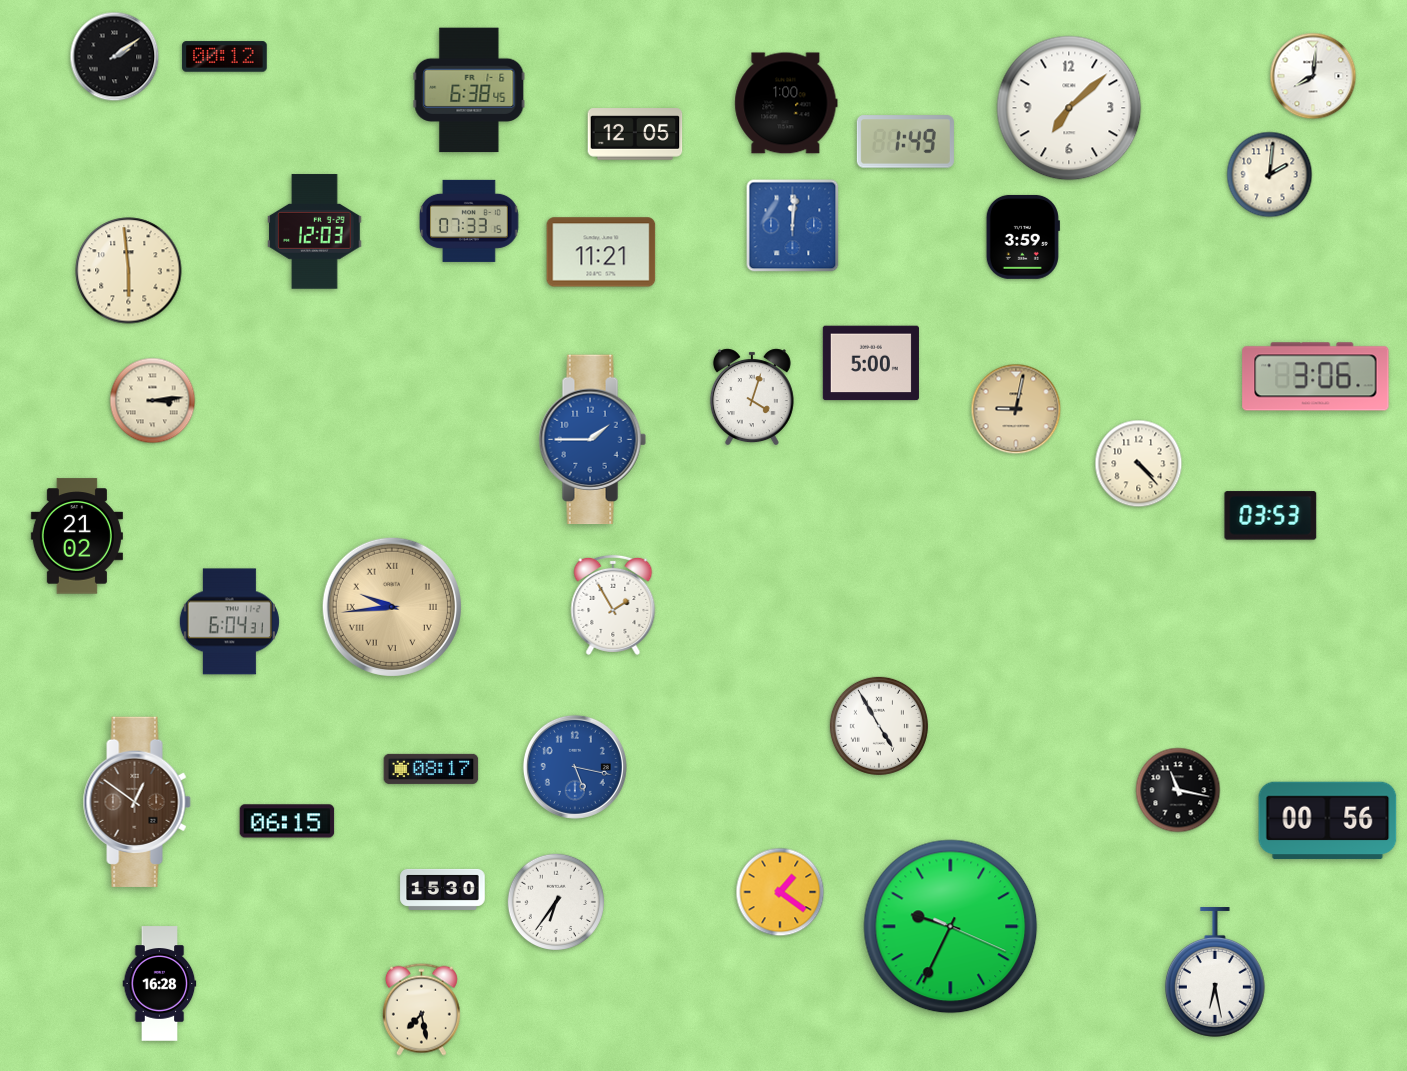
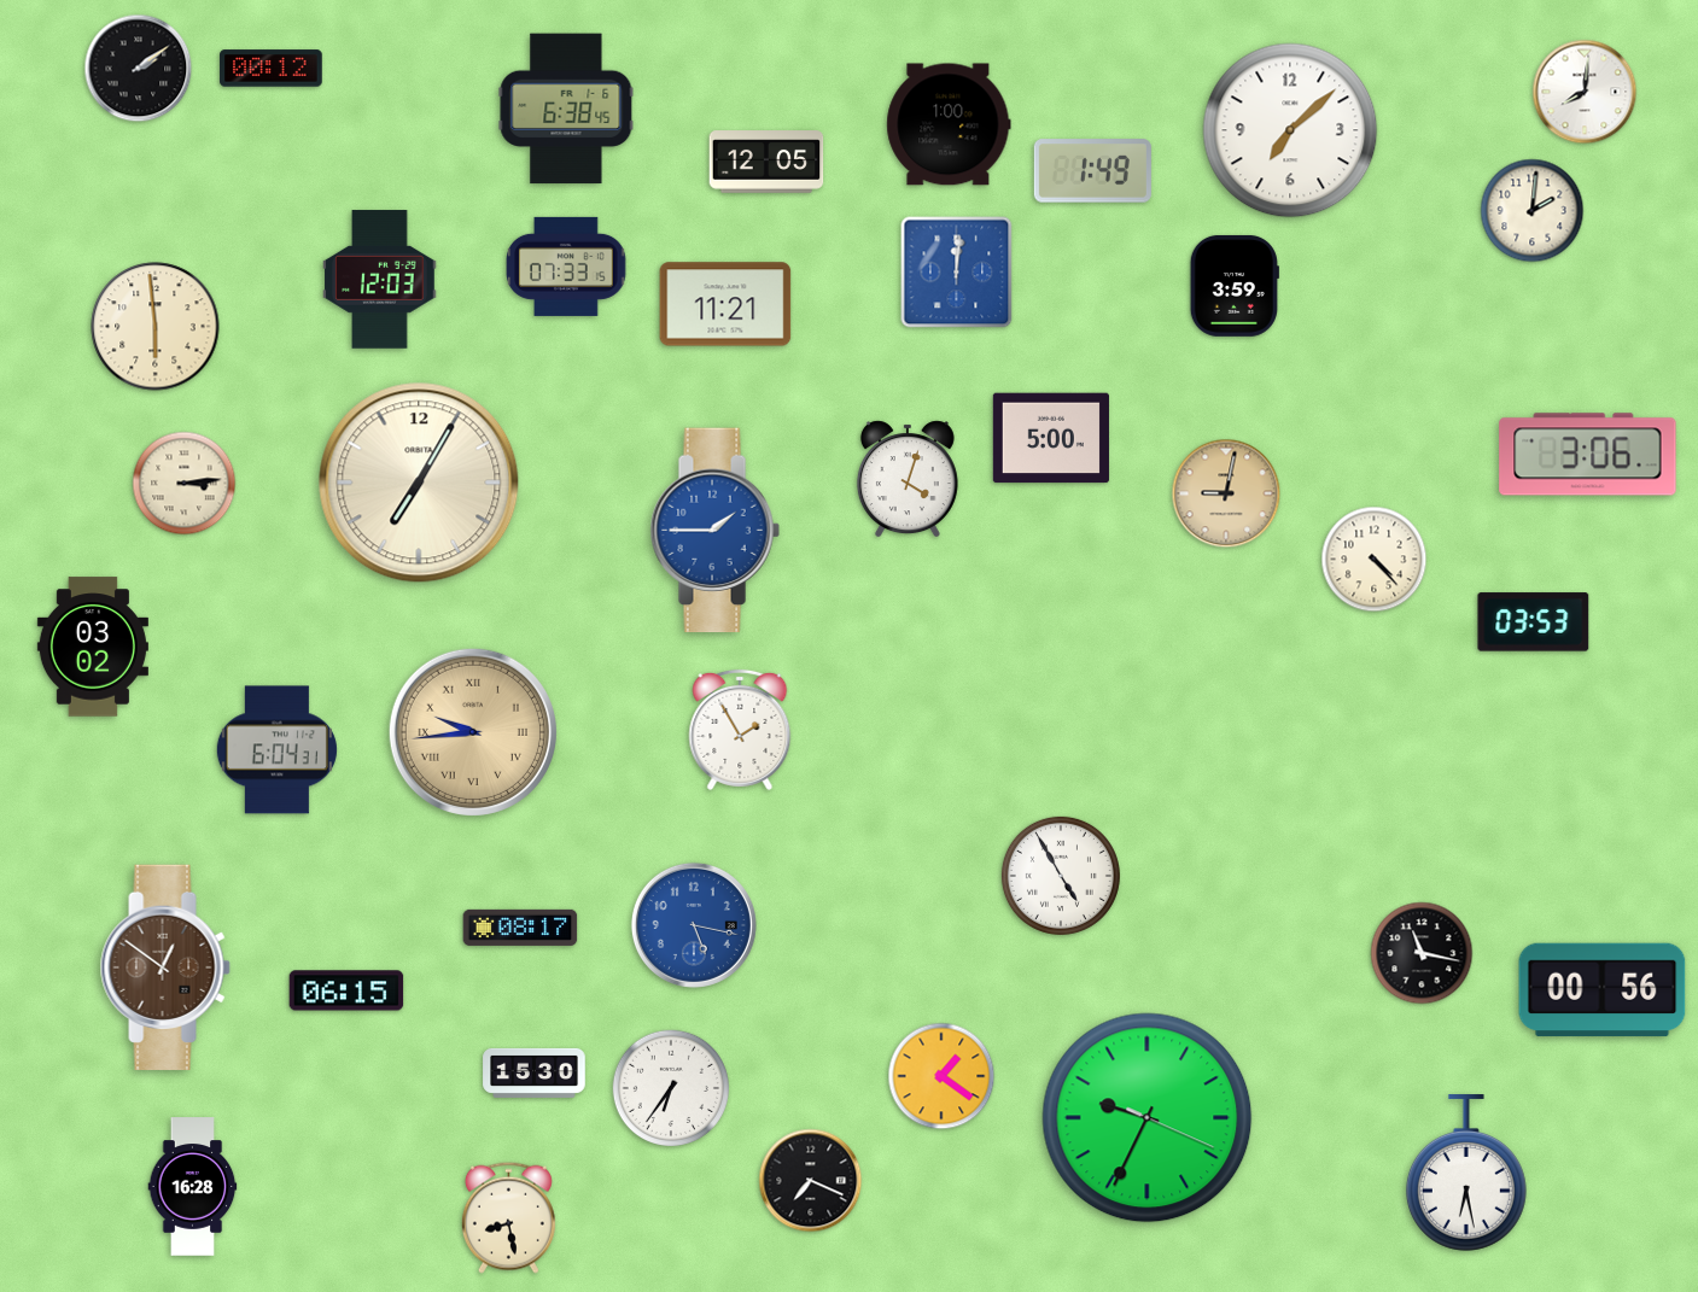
clock at (419, 483): none -> 7:05
clock at (77, 536): 21:02 -> 03:02
clock at (811, 1181): none -> 7:19
clock at (421, 1009): 7:28 -> 8:28
